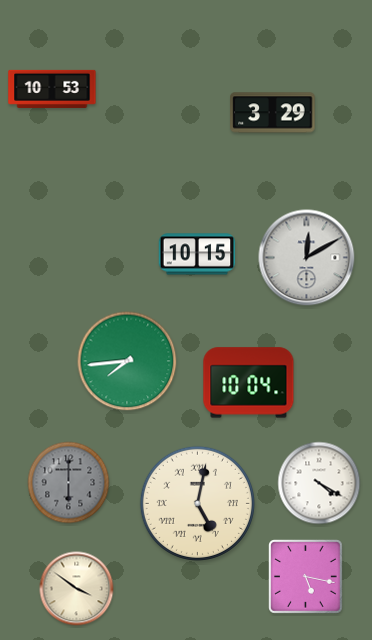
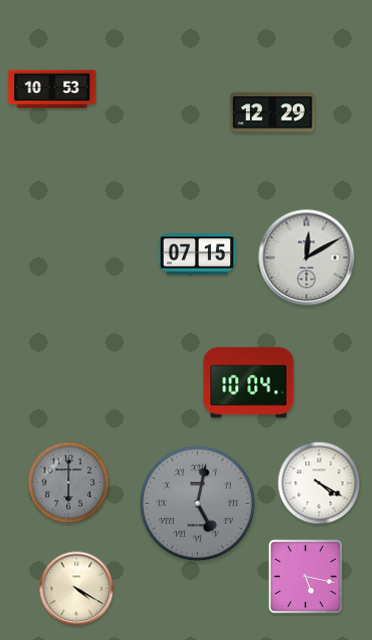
clock at (273, 113): 3:29 -> 12:29
clock at (197, 254): 10:15 -> 07:15
clock at (127, 361): 7:44 -> none
clock at (197, 503) dial: cream -> grey
clock at (77, 589): 3:51 -> 4:20
